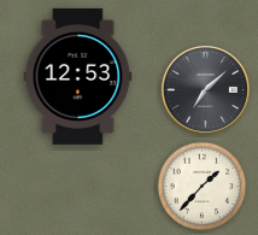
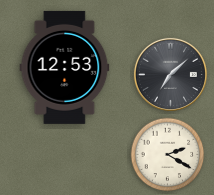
clock at (78, 76) position: (78, 76) -> (65, 67)
clock at (203, 187): 1:37 -> 2:20
